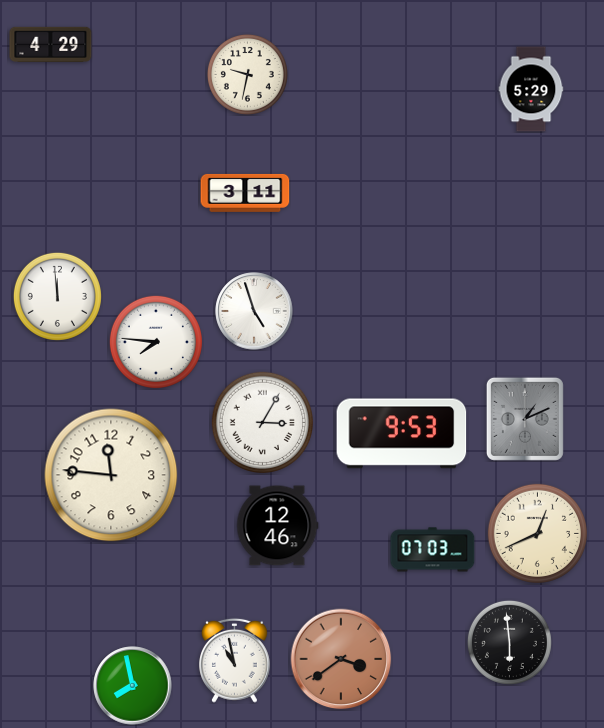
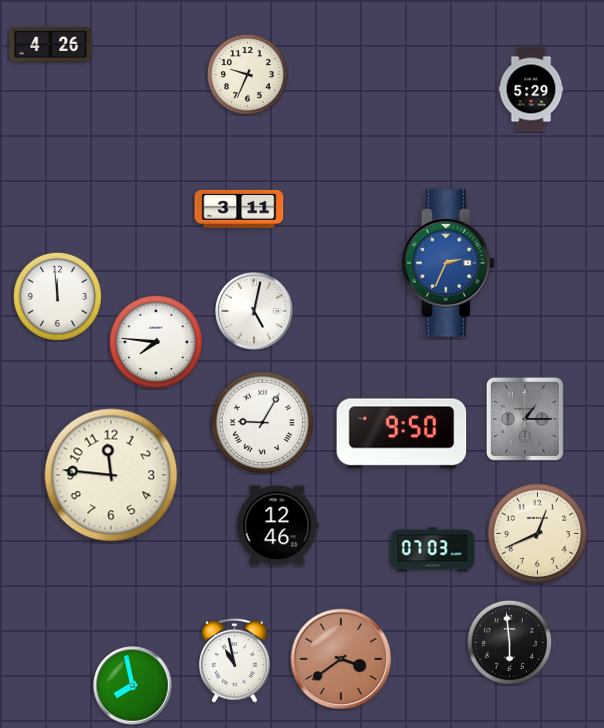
clock at (51, 44): 4:29 -> 4:26
clock at (247, 74): 9:32 -> 9:34
clock at (245, 193) position: (245, 193) -> (239, 209)
clock at (448, 263): none -> 2:34
clock at (254, 311): 4:57 -> 5:02
clock at (525, 419): 1:11 -> 1:15
clock at (262, 422): 3:05 -> 9:05
clock at (402, 434): 9:53 -> 9:50
